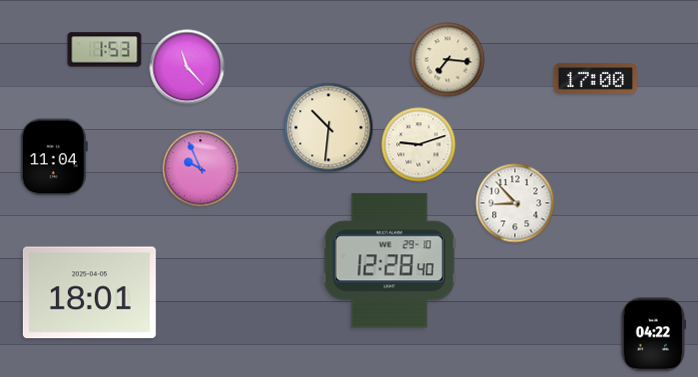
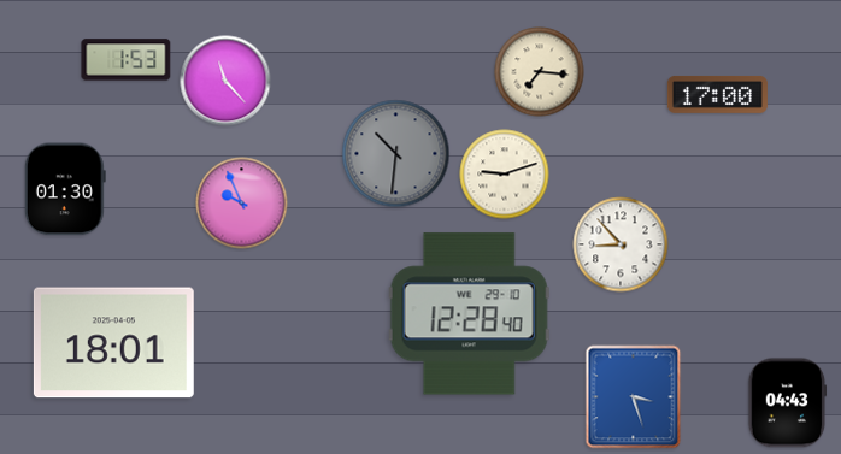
clock at (329, 128) dial: cream -> grey
clock at (54, 157): 11:04 -> 01:30
clock at (89, 293) position: (89, 293) -> (113, 343)
clock at (634, 397): none -> 3:27
clock at (654, 335): 04:22 -> 04:43
